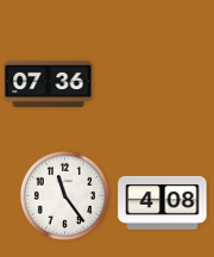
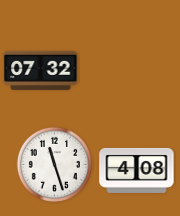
clock at (49, 83): 07:36 -> 07:32
clock at (64, 195): 11:24 -> 11:27
